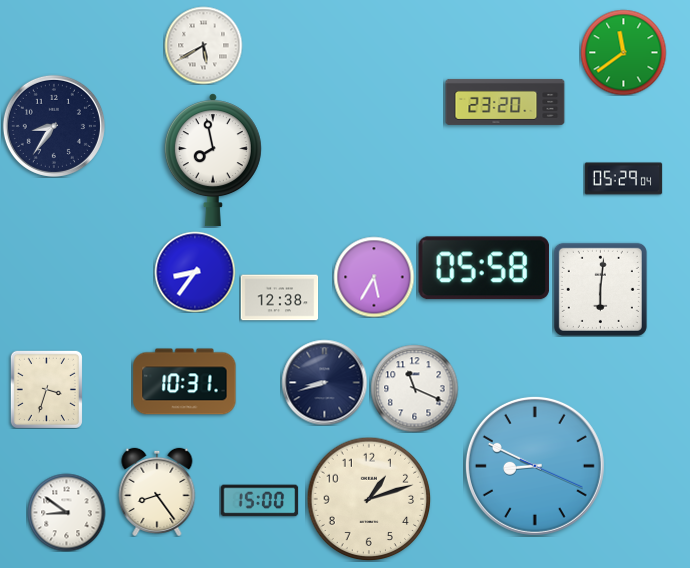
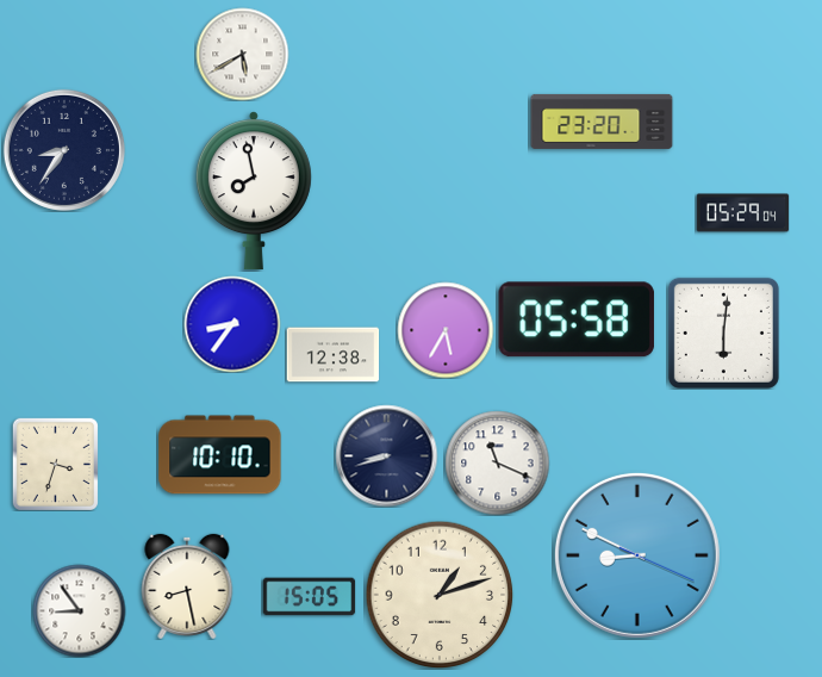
clock at (623, 52): 11:39 -> none
clock at (600, 289) position: (600, 289) -> (723, 333)
clock at (185, 382): 10:31 -> 10:10
clock at (414, 388) position: (414, 388) -> (497, 462)
clock at (157, 492): 8:24 -> 8:28
clock at (259, 501): 15:00 -> 15:05
clock at (66, 512): 8:51 -> 8:54
